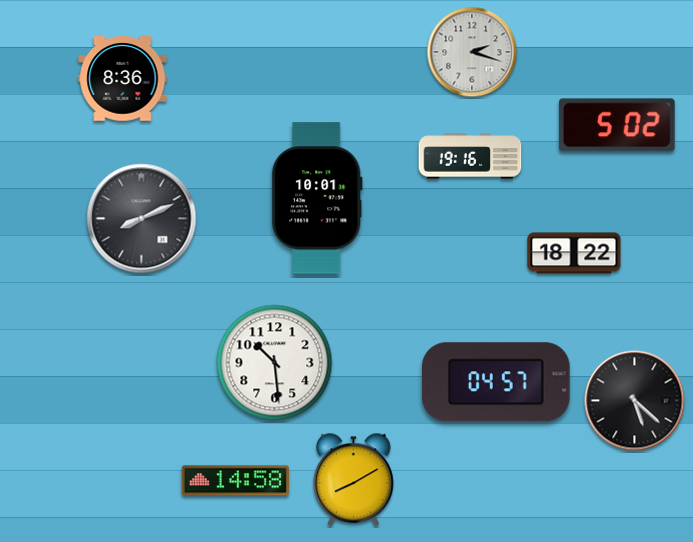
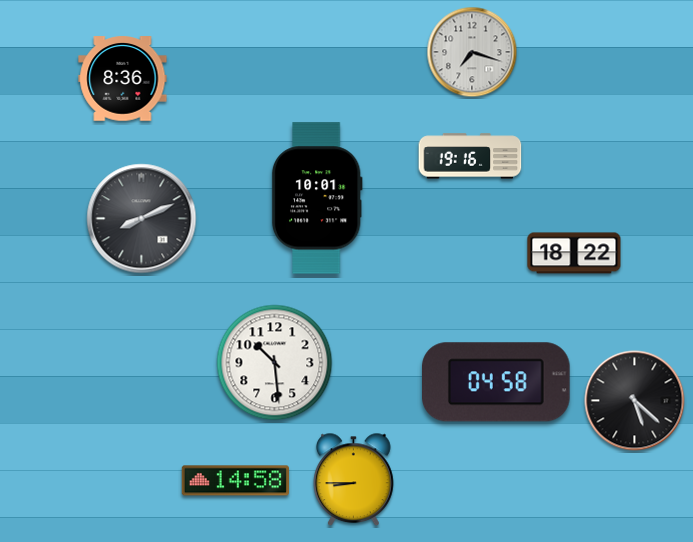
clock at (472, 52): 2:18 -> 7:18
clock at (617, 125): 5:02 -> none
clock at (497, 382): 04:57 -> 04:58
clock at (354, 480): 8:10 -> 8:45
